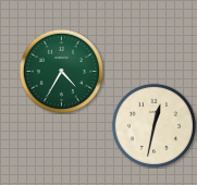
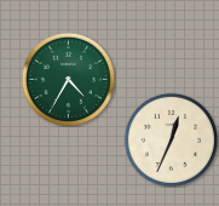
clock at (153, 125): 12:32 -> 12:34
